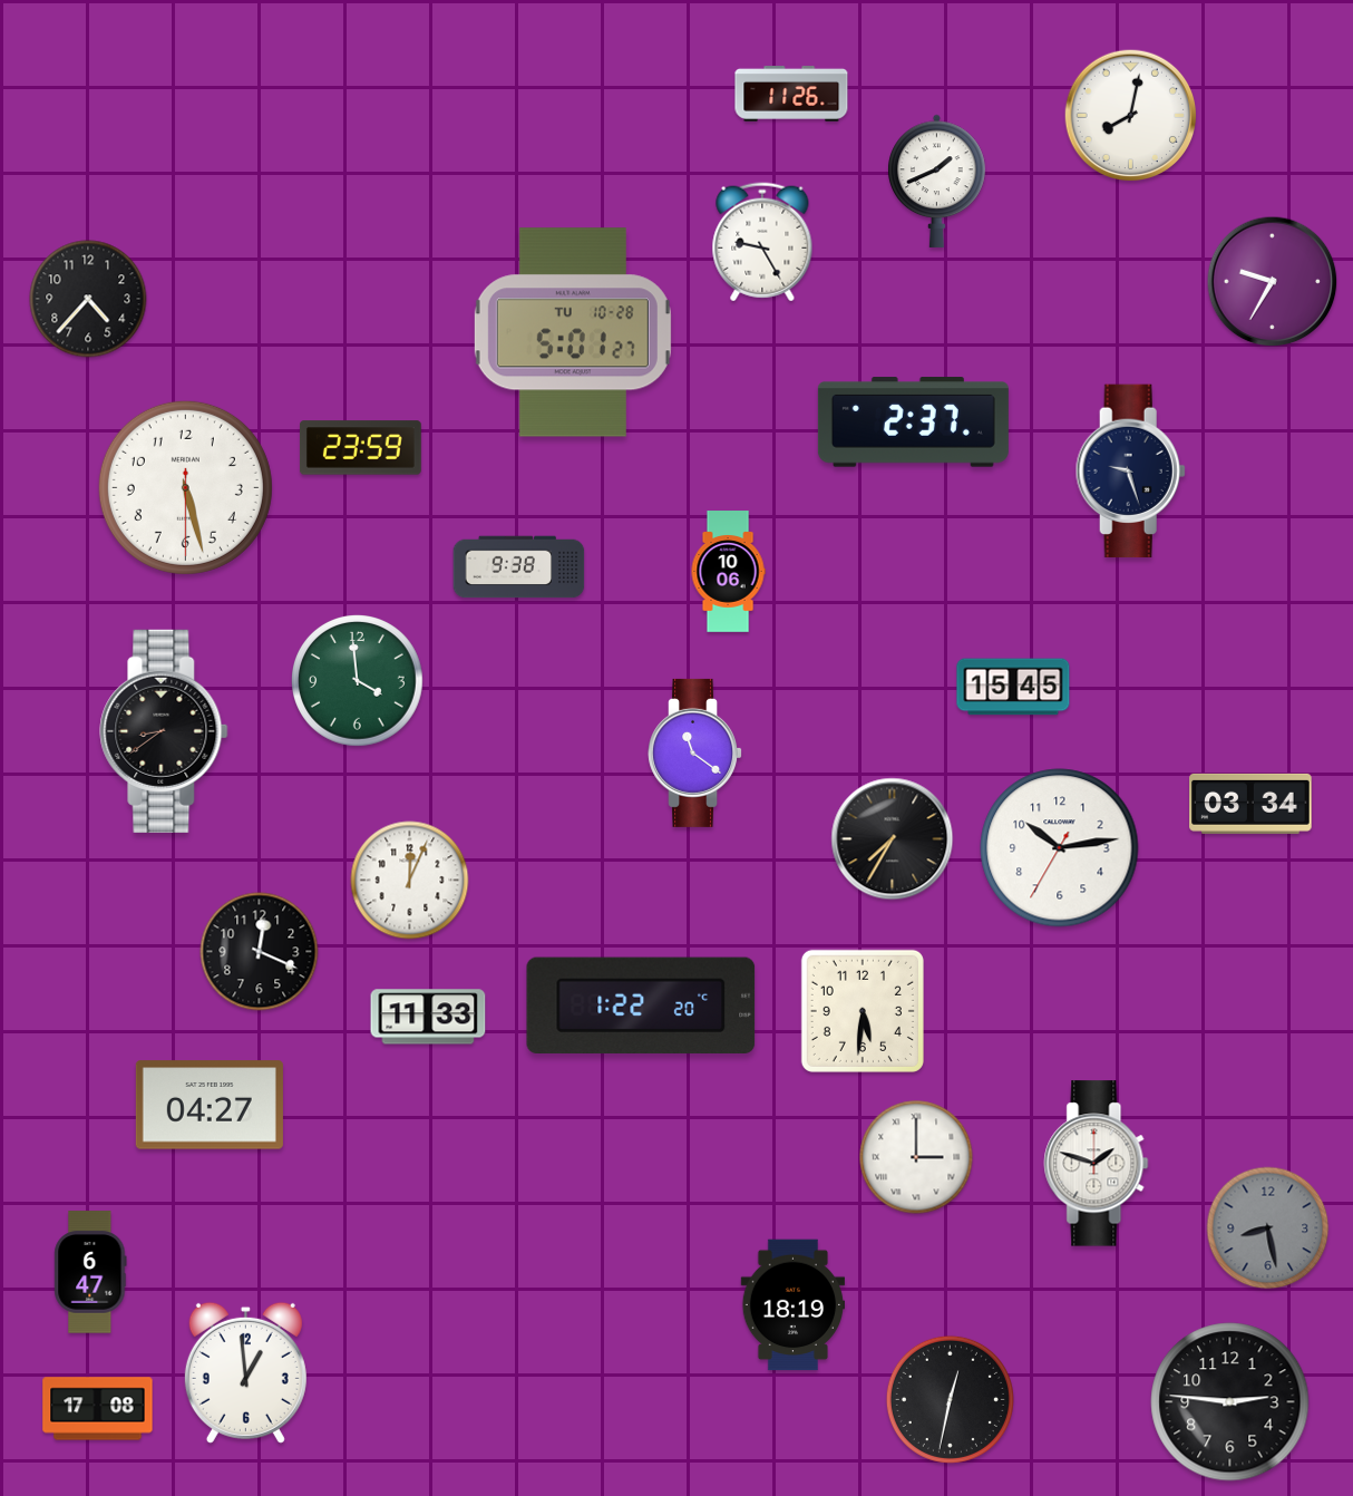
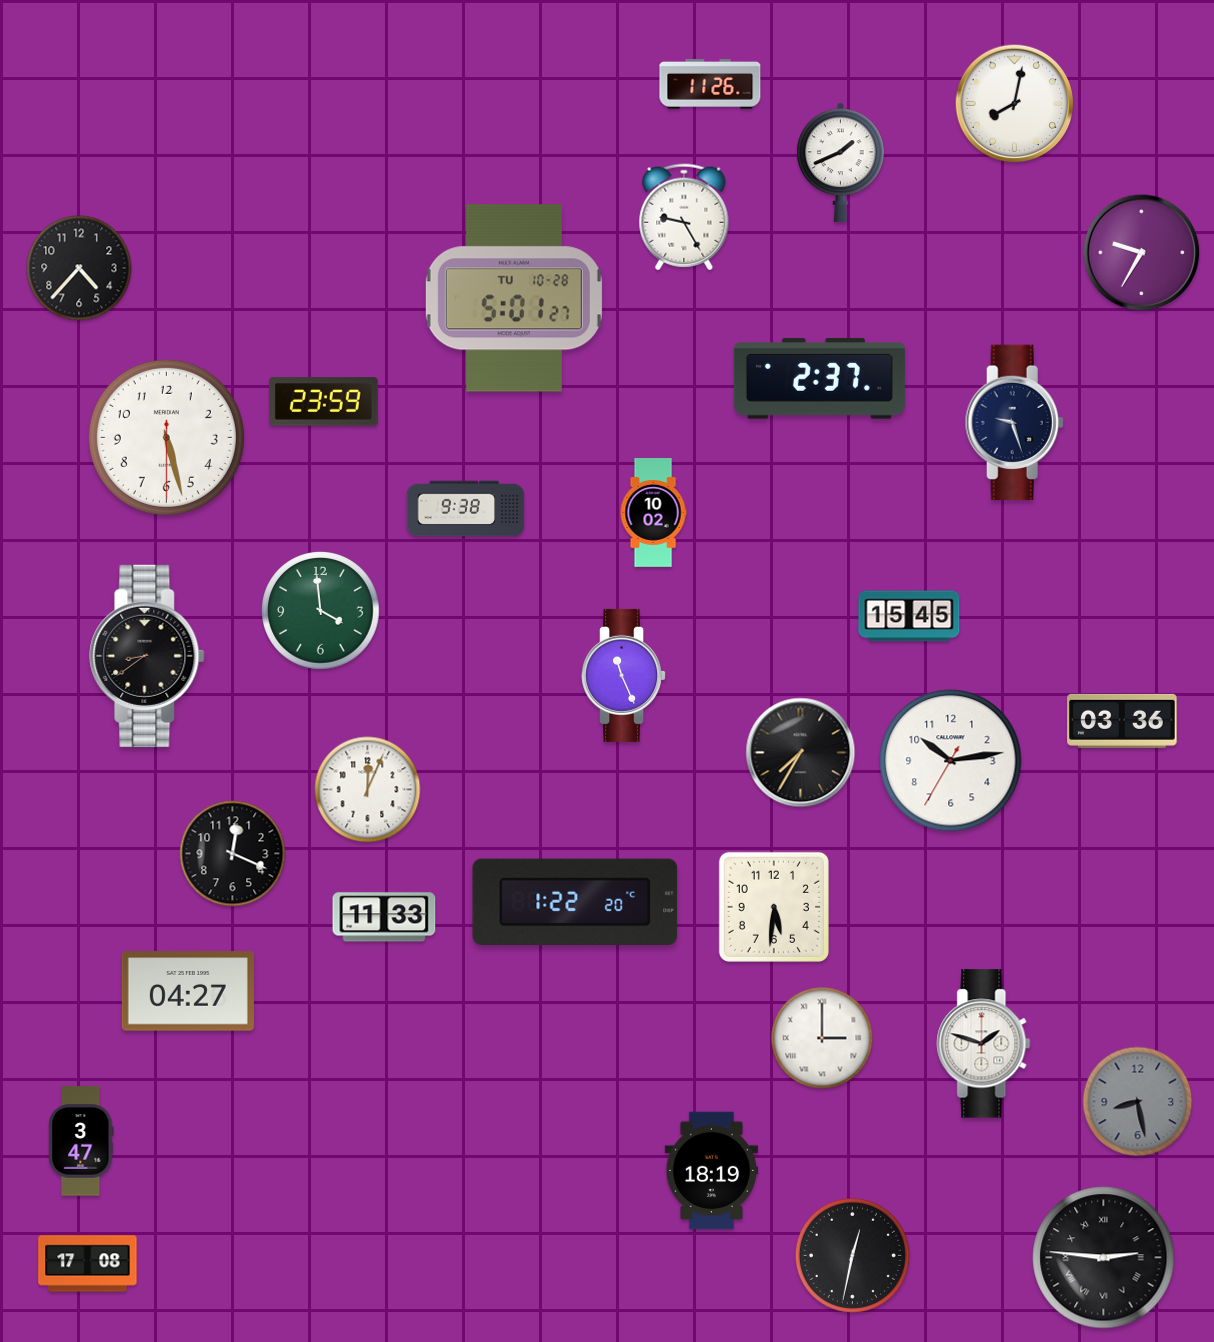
clock at (728, 572): 10:06 -> 10:02
clock at (695, 752): 11:21 -> 11:26
clock at (1250, 804): 03:34 -> 03:36
clock at (428, 1017) position: (428, 1017) -> (384, 917)
clock at (90, 1272): 6:47 -> 3:47
clock at (245, 1372): 12:59 -> none
clock at (1230, 1402) numerals: Arabic -> Roman
